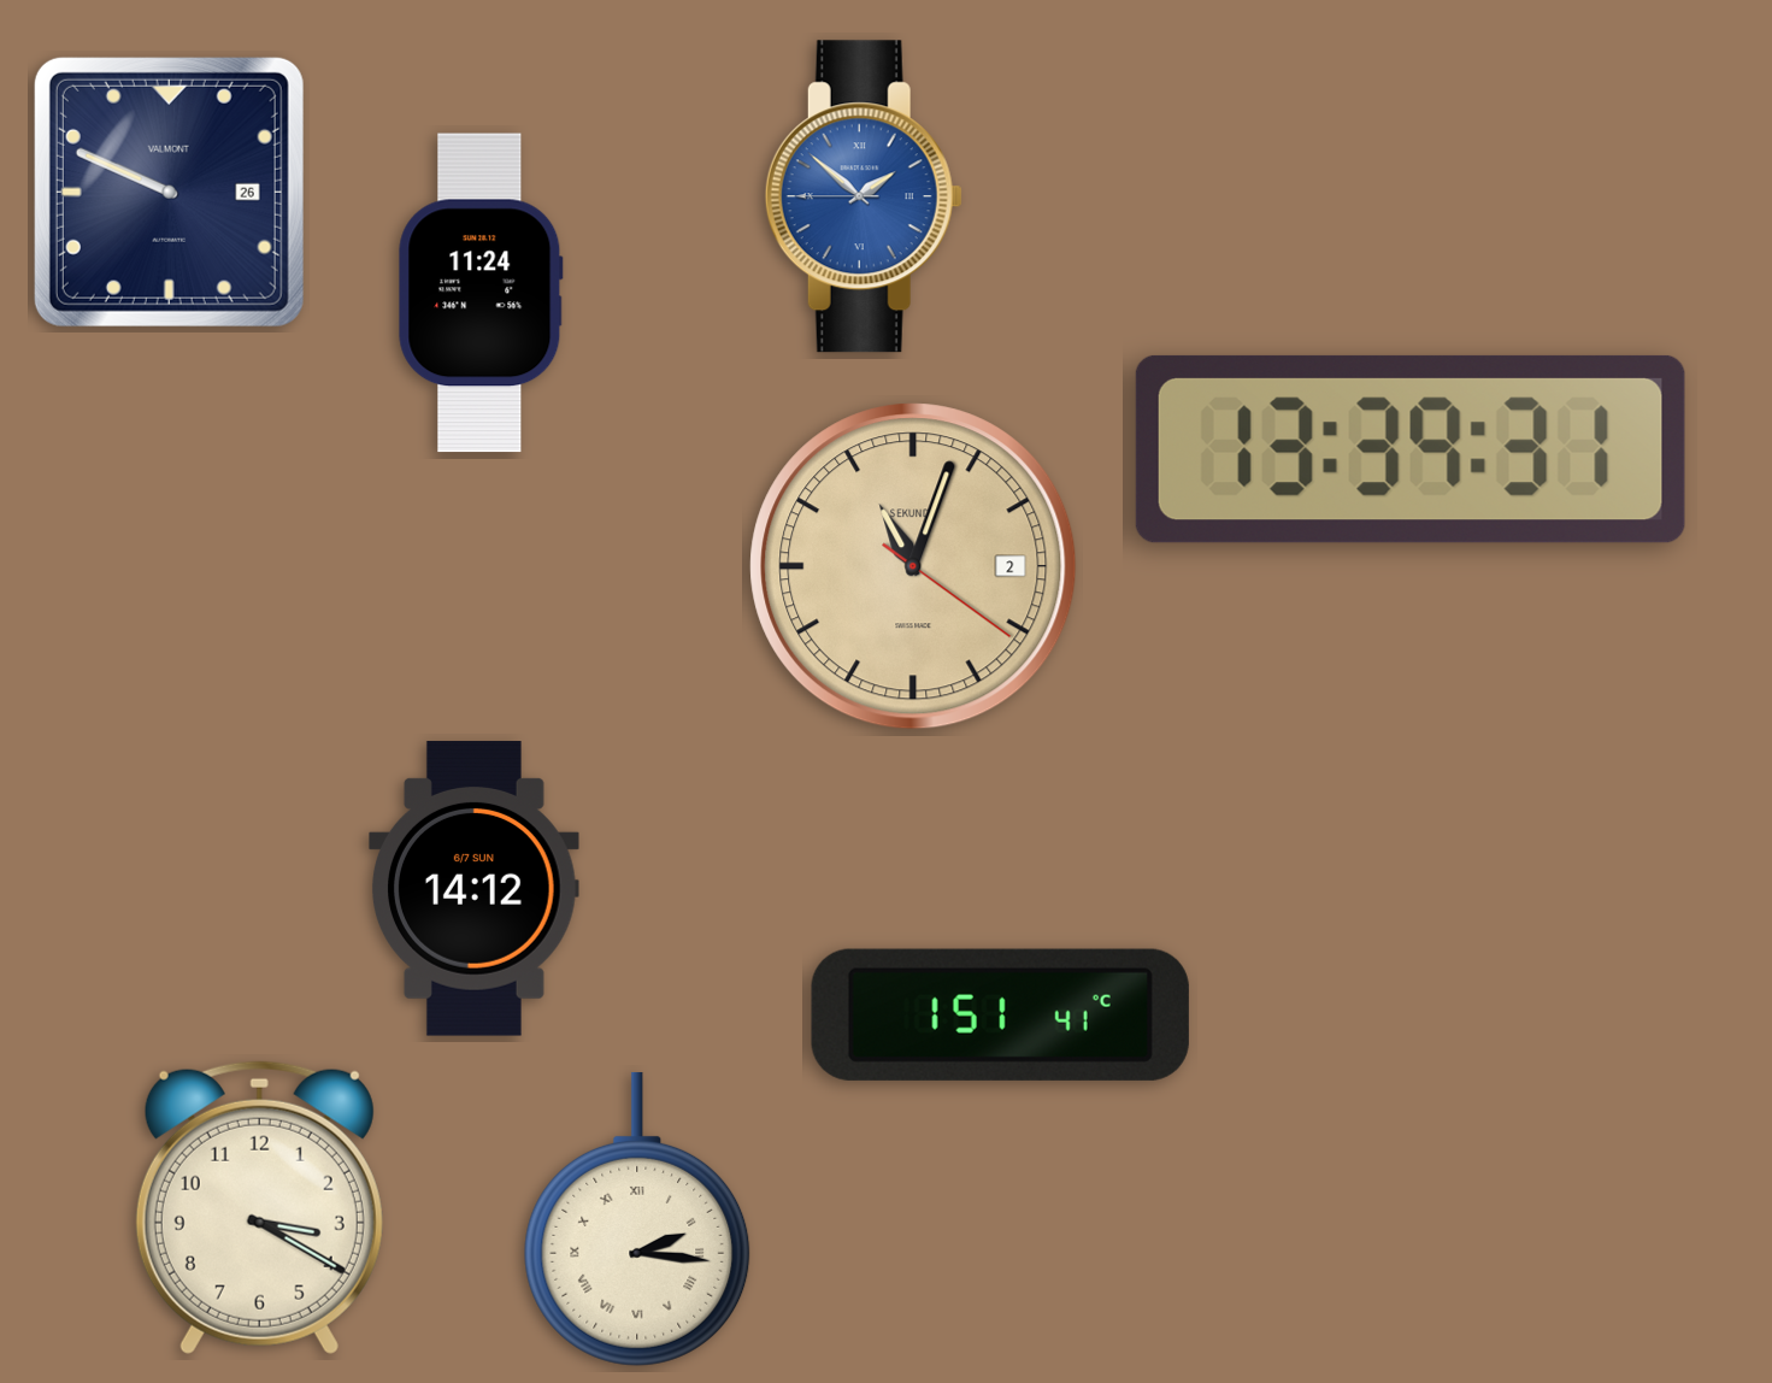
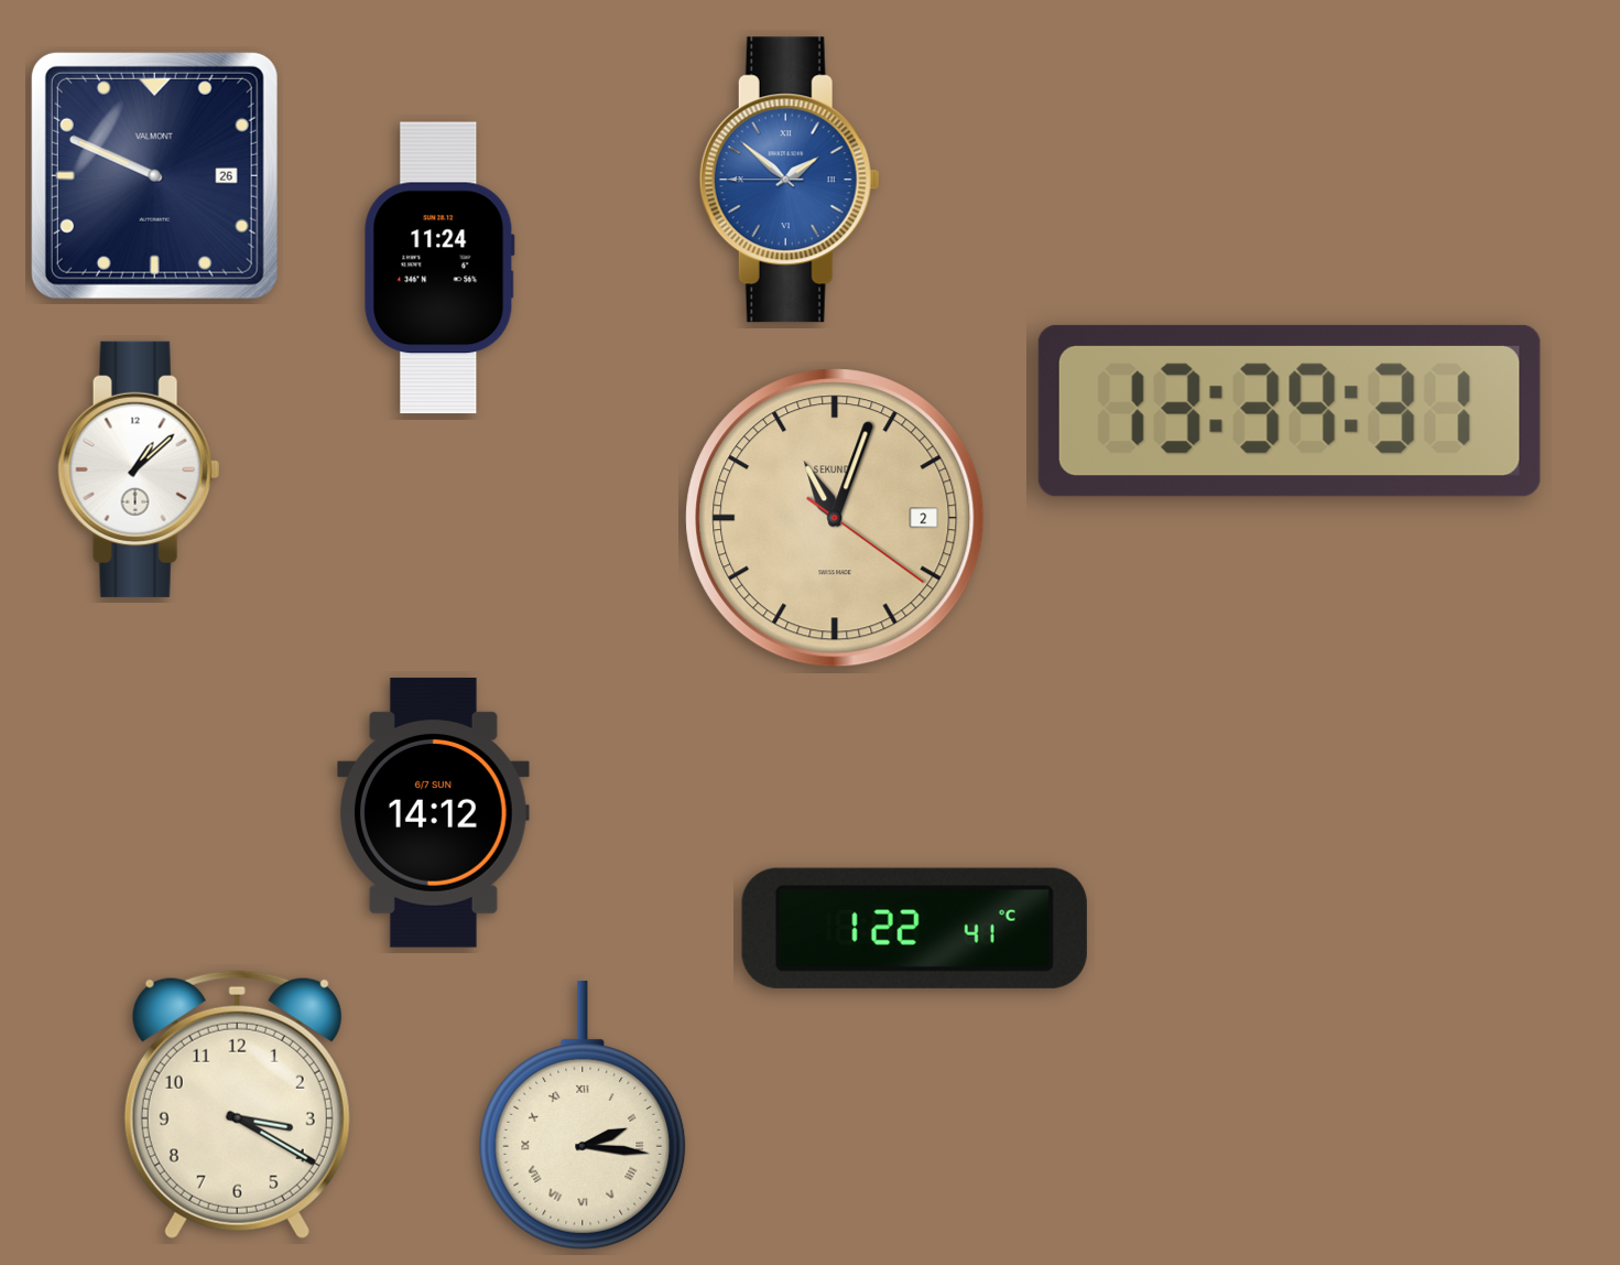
clock at (139, 469): none -> 1:08
clock at (1000, 1014): 1:51 -> 1:22
